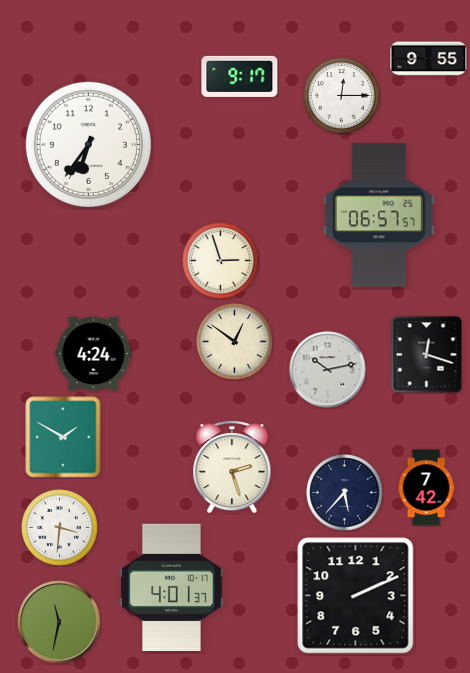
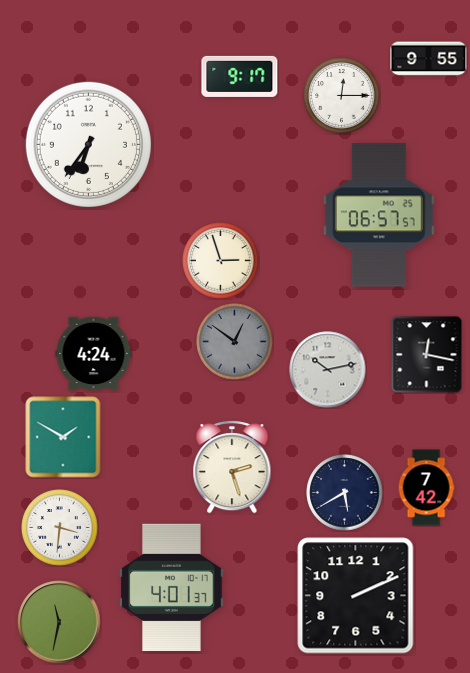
clock at (235, 342) dial: cream -> grey
clock at (427, 355): 12:18 -> 12:17
clock at (345, 493): 5:37 -> 5:40
